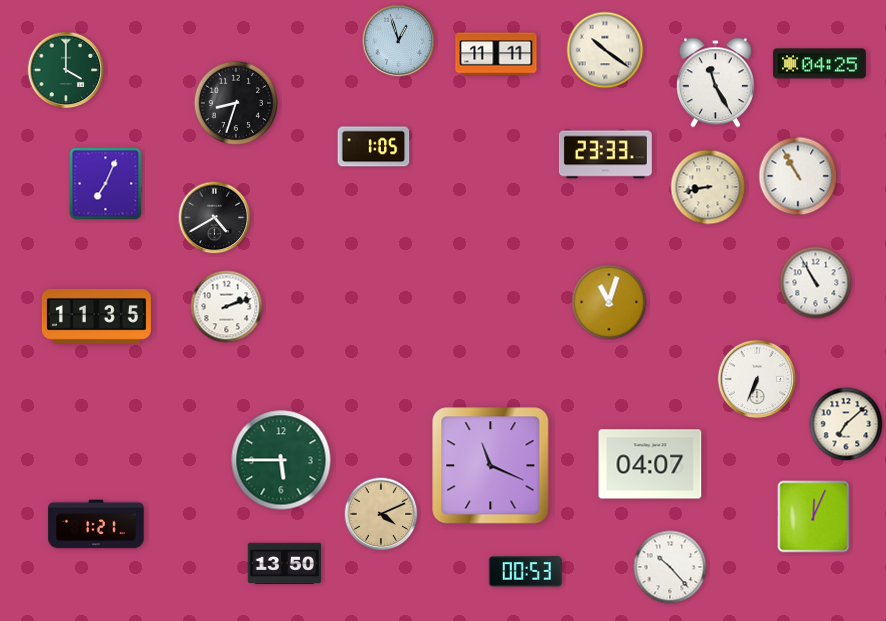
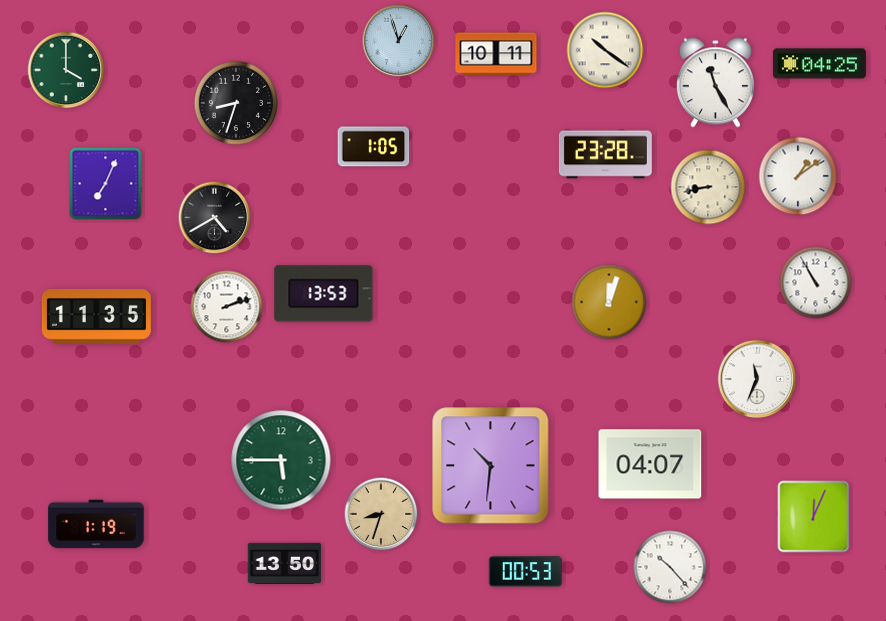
clock at (496, 54): 11:11 -> 10:11
clock at (605, 155): 23:33 -> 23:28
clock at (798, 176): 10:55 -> 1:09
clock at (324, 294): none -> 13:53
clock at (609, 302): 11:03 -> 12:03
clock at (757, 379): 6:34 -> 11:34
clock at (846, 424): 7:08 -> none
clock at (491, 466): 11:19 -> 10:31
clock at (381, 514): 4:11 -> 8:33
clock at (96, 524): 1:21 -> 1:19
